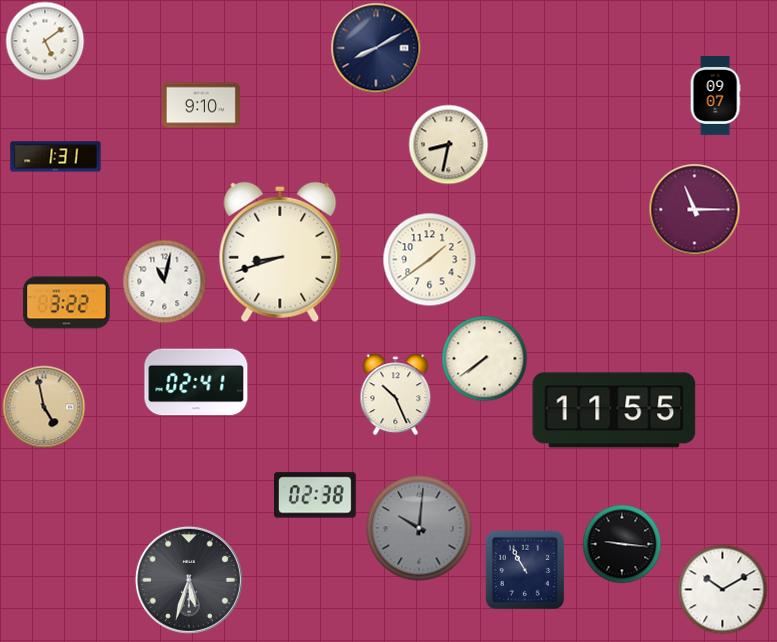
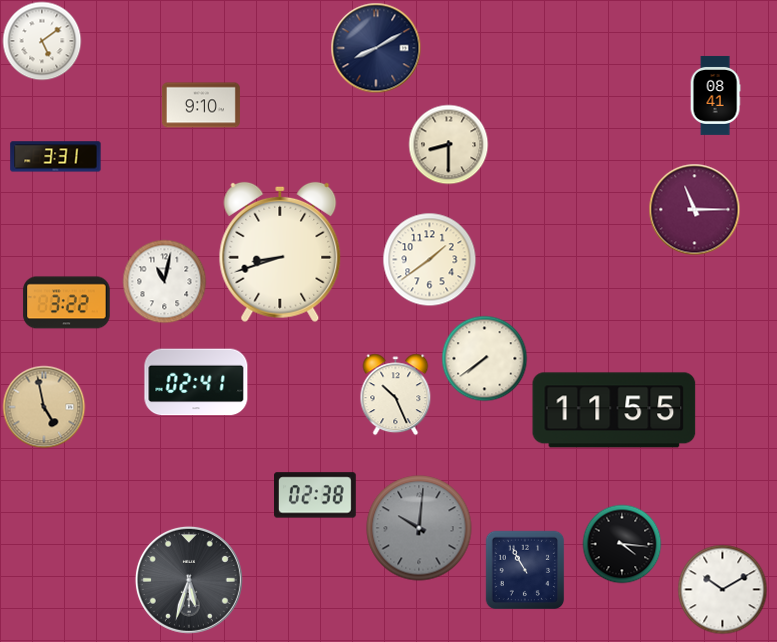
clock at (45, 41) position: (45, 41) -> (42, 41)
clock at (715, 95): 09:07 -> 08:41
clock at (448, 144): 8:32 -> 8:30
clock at (56, 157): 1:31 -> 3:31
clock at (622, 544): 9:16 -> 4:16
